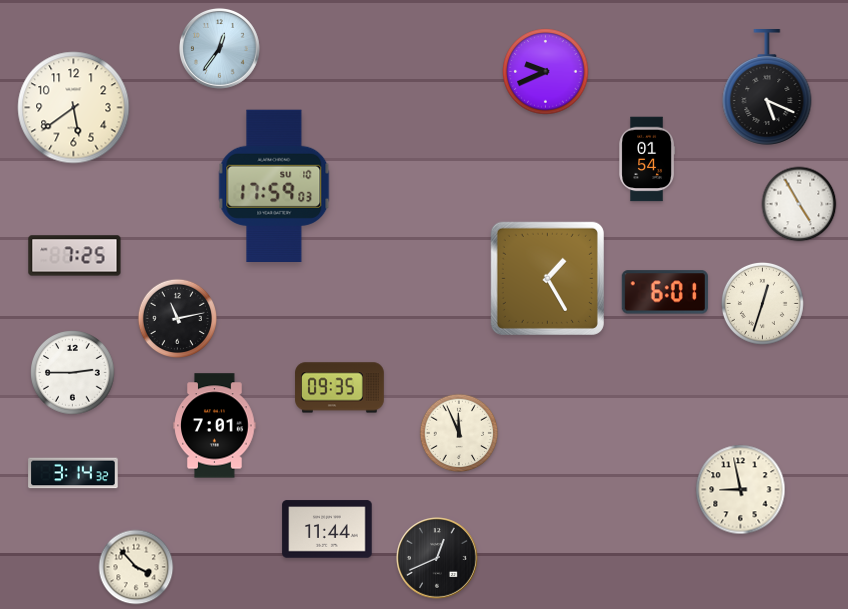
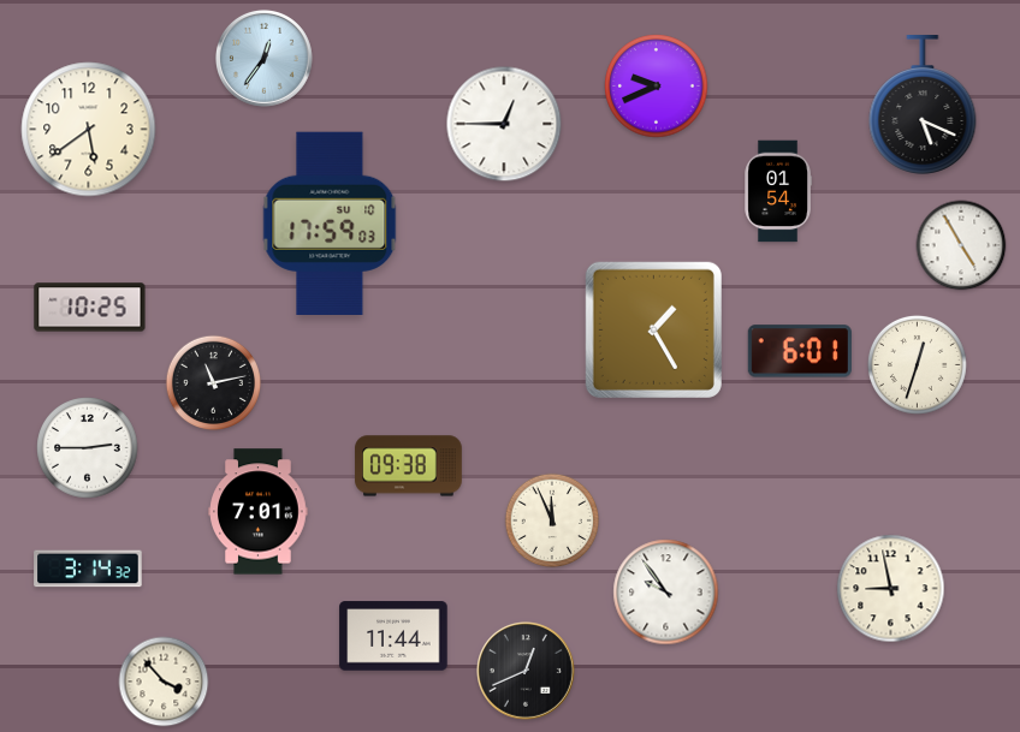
clock at (504, 124): none -> 12:45
clock at (75, 256): 7:25 -> 10:25
clock at (547, 278) position: (547, 278) -> (653, 329)
clock at (340, 388): 09:35 -> 09:38
clock at (666, 593): none -> 9:54
